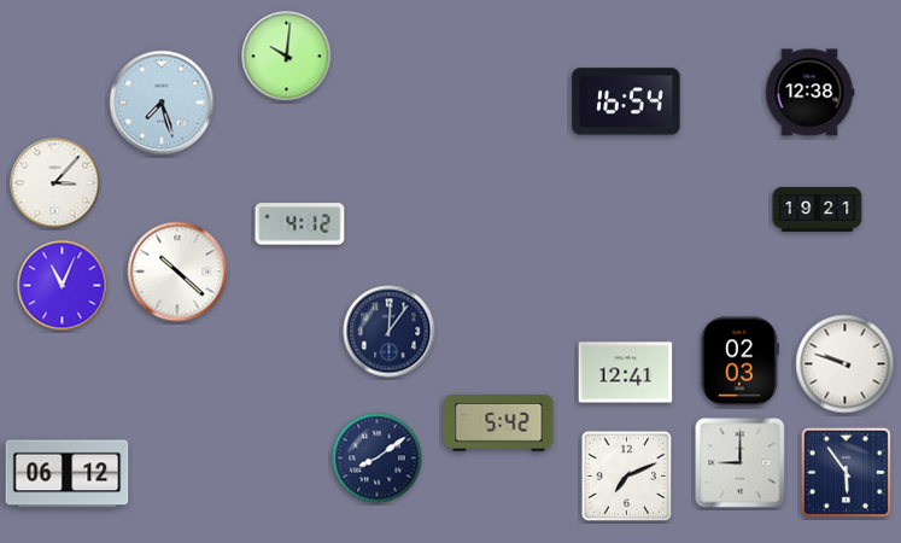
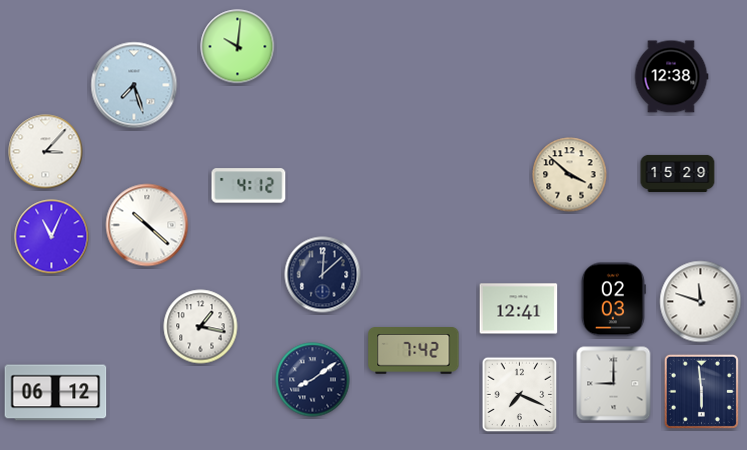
clock at (626, 101): 16:54 -> none
clock at (818, 209): 19:21 -> 15:29
clock at (570, 175): none -> 3:52
clock at (390, 332): 12:06 -> 12:08
clock at (846, 364): 9:48 -> 11:48
clock at (201, 327): none -> 1:17
clock at (499, 424): 5:42 -> 7:42
clock at (846, 472): 5:54 -> 5:59
clock at (627, 477): 7:11 -> 7:19
